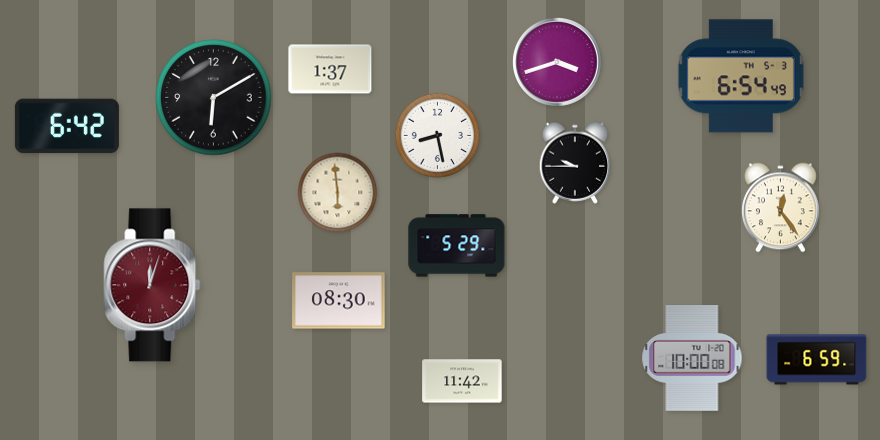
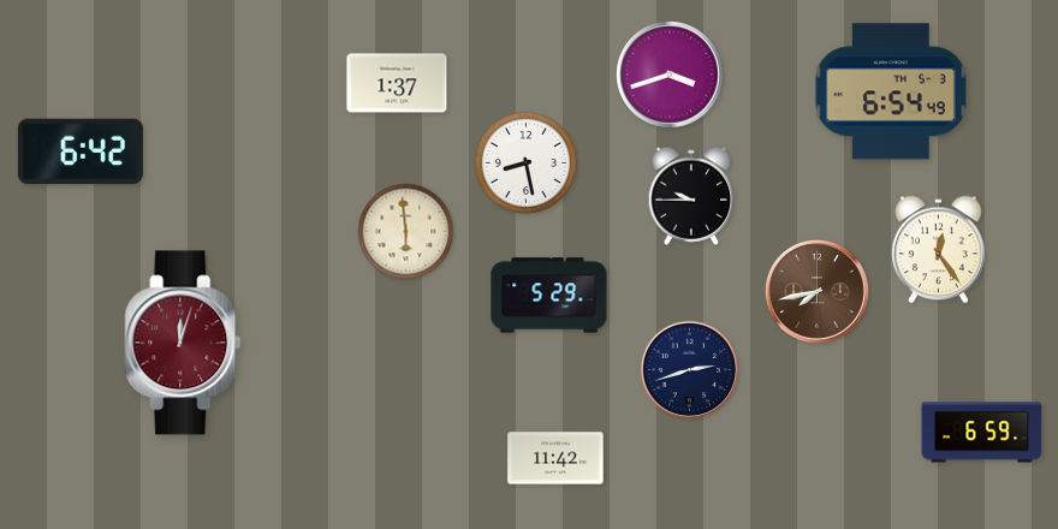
clock at (214, 98): 6:10 -> none
clock at (816, 291): none -> 7:43
clock at (339, 301): 08:30 -> none
clock at (690, 370): none -> 2:42
clock at (692, 359): 10:00 -> none
